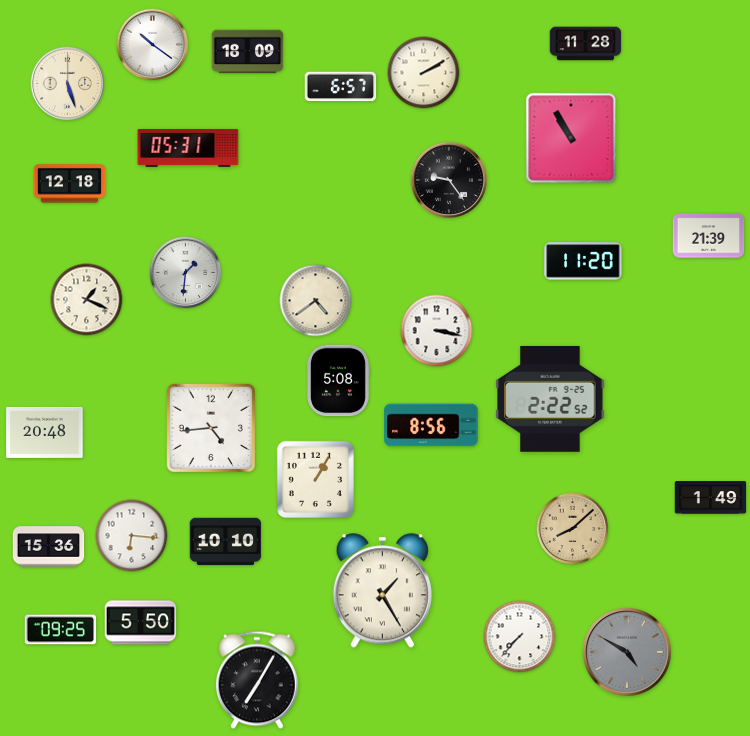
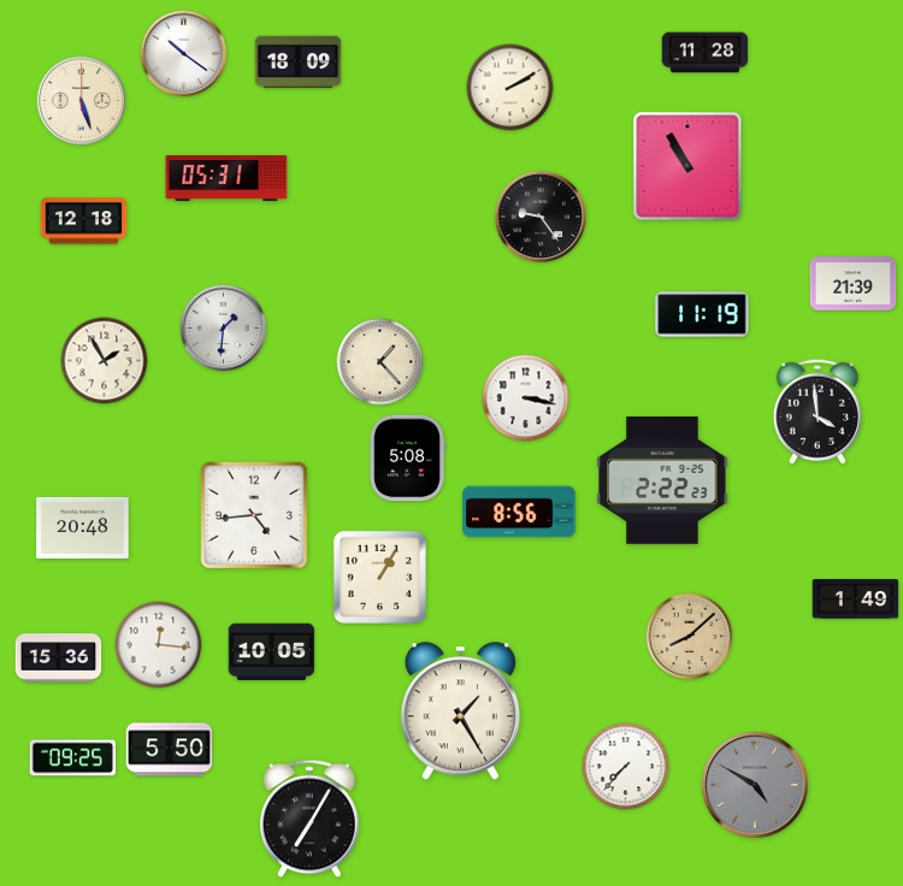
clock at (341, 87): 6:57 -> none
clock at (583, 261): 11:20 -> 11:19
clock at (87, 300): 1:19 -> 1:55
clock at (316, 301): 4:39 -> 1:23
clock at (818, 412): none -> 3:59
clock at (550, 399): 2:22:52 -> 2:22:23
clock at (45, 432) position: (45, 432) -> (83, 527)
clock at (132, 536): 6:16 -> 12:16
clock at (226, 542): 10:10 -> 10:05
